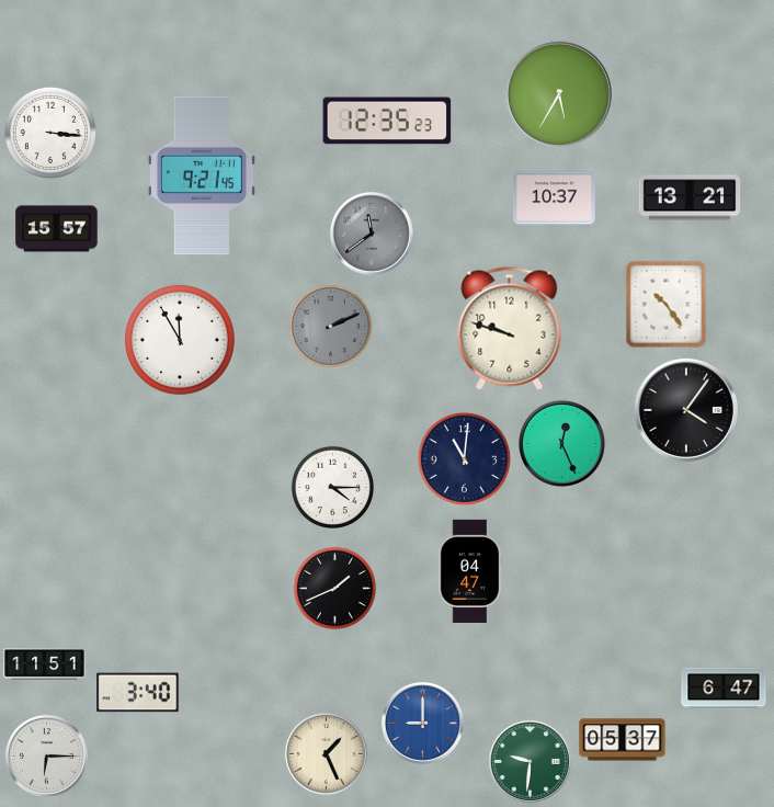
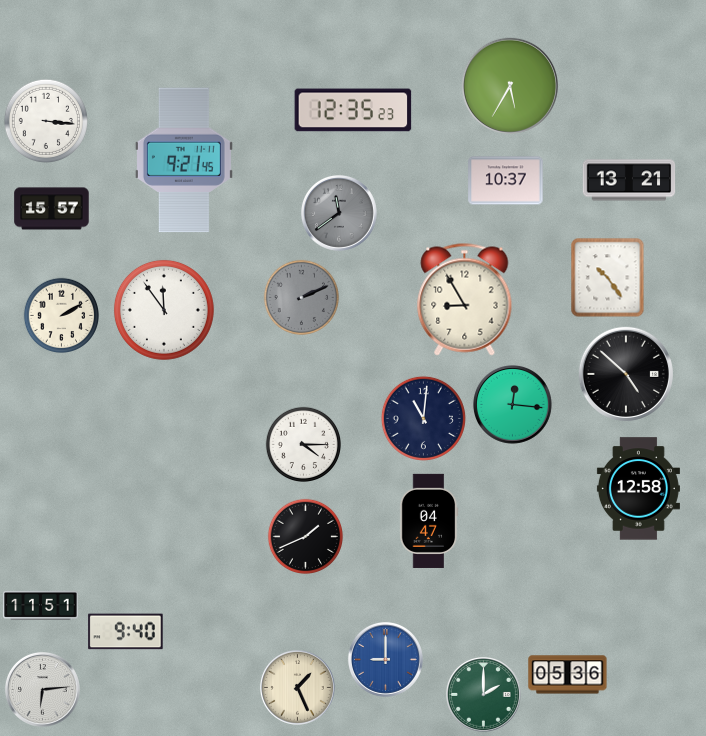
clock at (510, 329): 9:48 -> 8:55
clock at (180, 340): 11:55 -> 11:54
clock at (62, 316): none -> 2:10
clock at (686, 410): 4:06 -> 4:52
clock at (561, 443): 12:26 -> 12:16
clock at (638, 489): none -> 12:58
clock at (724, 687): 6:47 -> none
clock at (138, 693): 3:40 -> 9:40
clock at (623, 740): 05:37 -> 05:36
clock at (46, 755): 6:15 -> 6:14
clock at (530, 761): 9:31 -> 2:00
